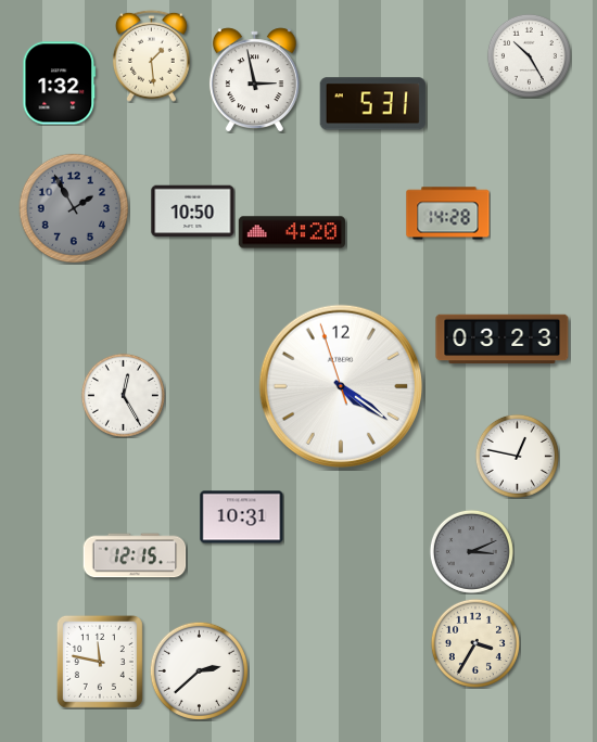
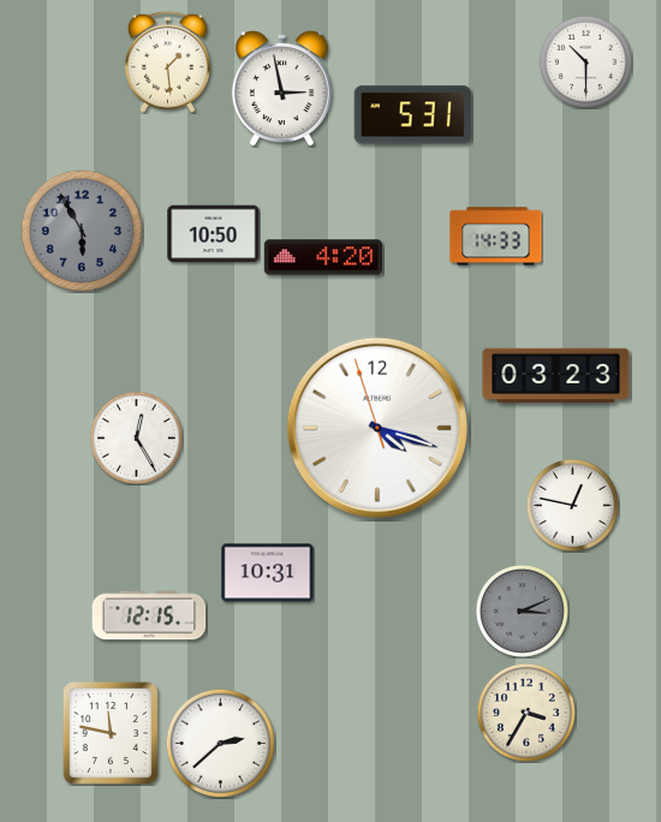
clock at (529, 55): 10:25 -> 10:30
clock at (60, 84): 1:32 -> none
clock at (74, 208): 1:55 -> 5:55
clock at (448, 214): 14:28 -> 14:33
clock at (340, 385): 4:20 -> 4:17
